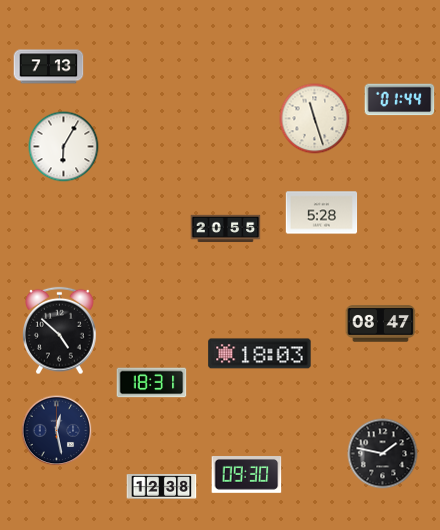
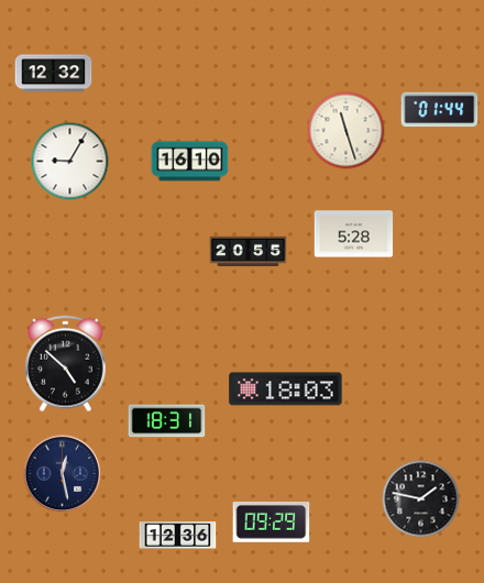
clock at (49, 67): 7:13 -> 12:32
clock at (64, 147): 6:05 -> 9:05
clock at (190, 162): none -> 16:10
clock at (381, 324): 08:47 -> none
clock at (247, 475): 09:30 -> 09:29
clock at (162, 487): 12:38 -> 12:36
